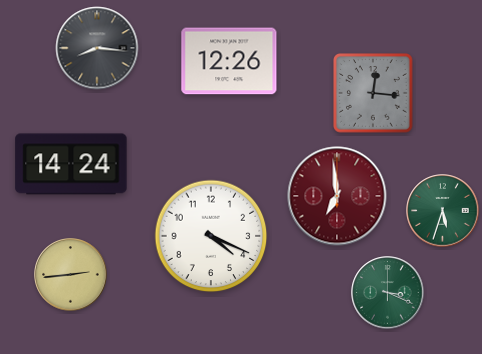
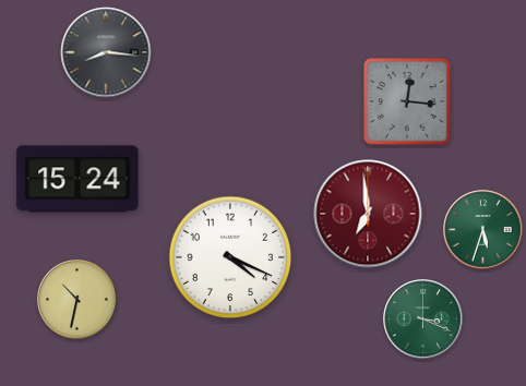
clock at (229, 61): 12:26 -> none
clock at (71, 164): 14:24 -> 15:24
clock at (71, 275): 2:44 -> 10:32
